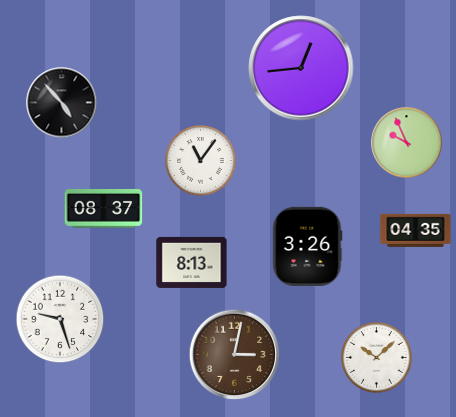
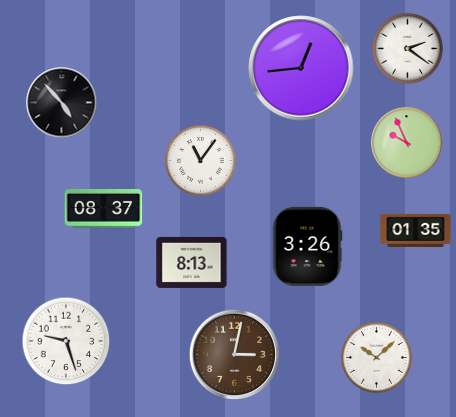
clock at (408, 49): none -> 2:21
clock at (416, 230): 04:35 -> 01:35
clock at (60, 319) position: (60, 319) -> (66, 341)
